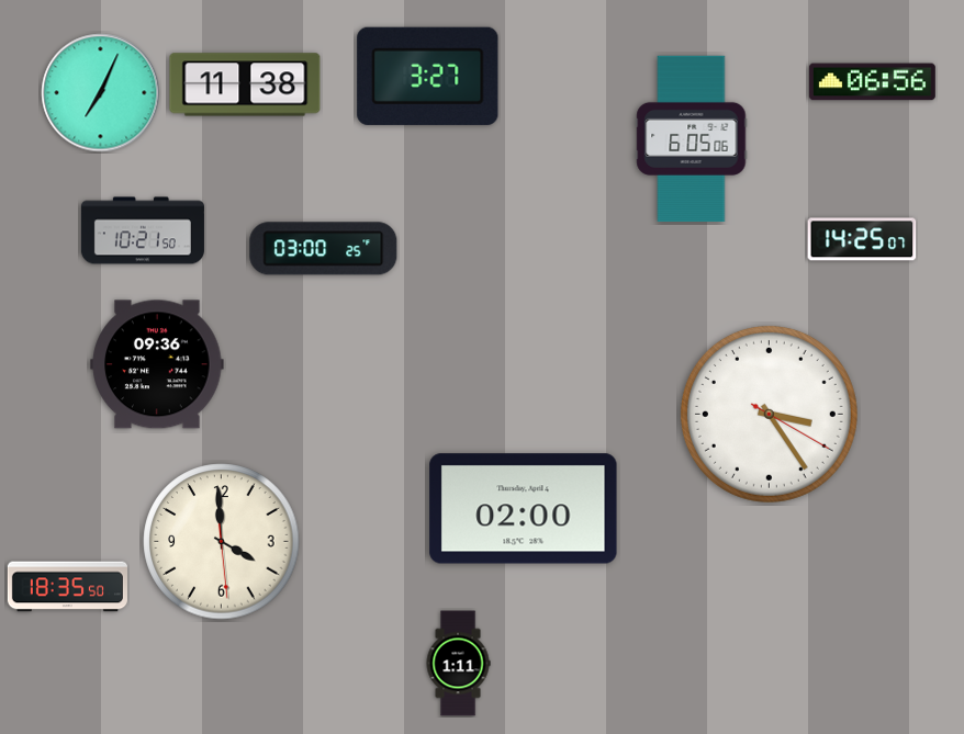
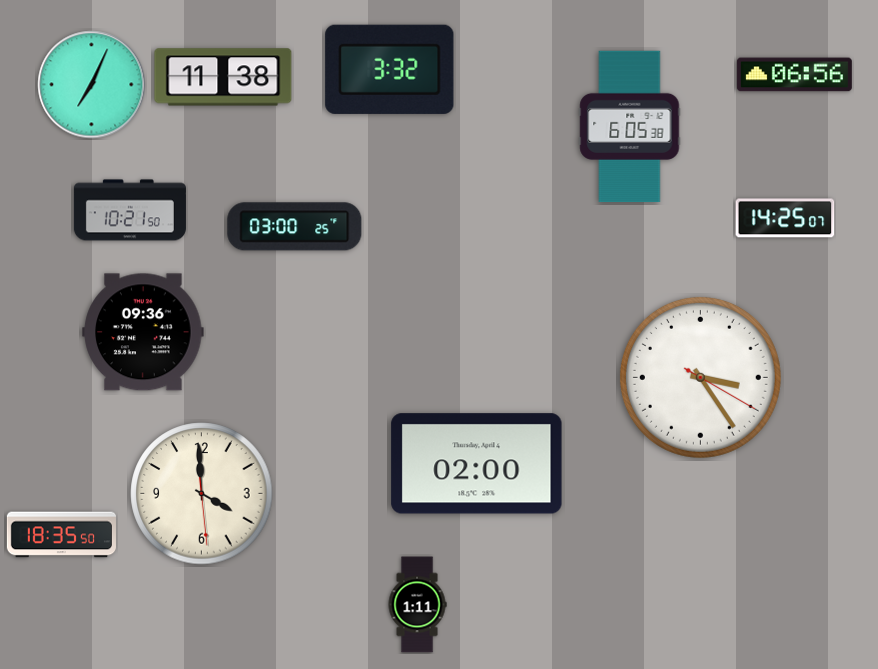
clock at (428, 76): 3:27 -> 3:32
clock at (692, 139): 6:05:06 -> 6:05:38
